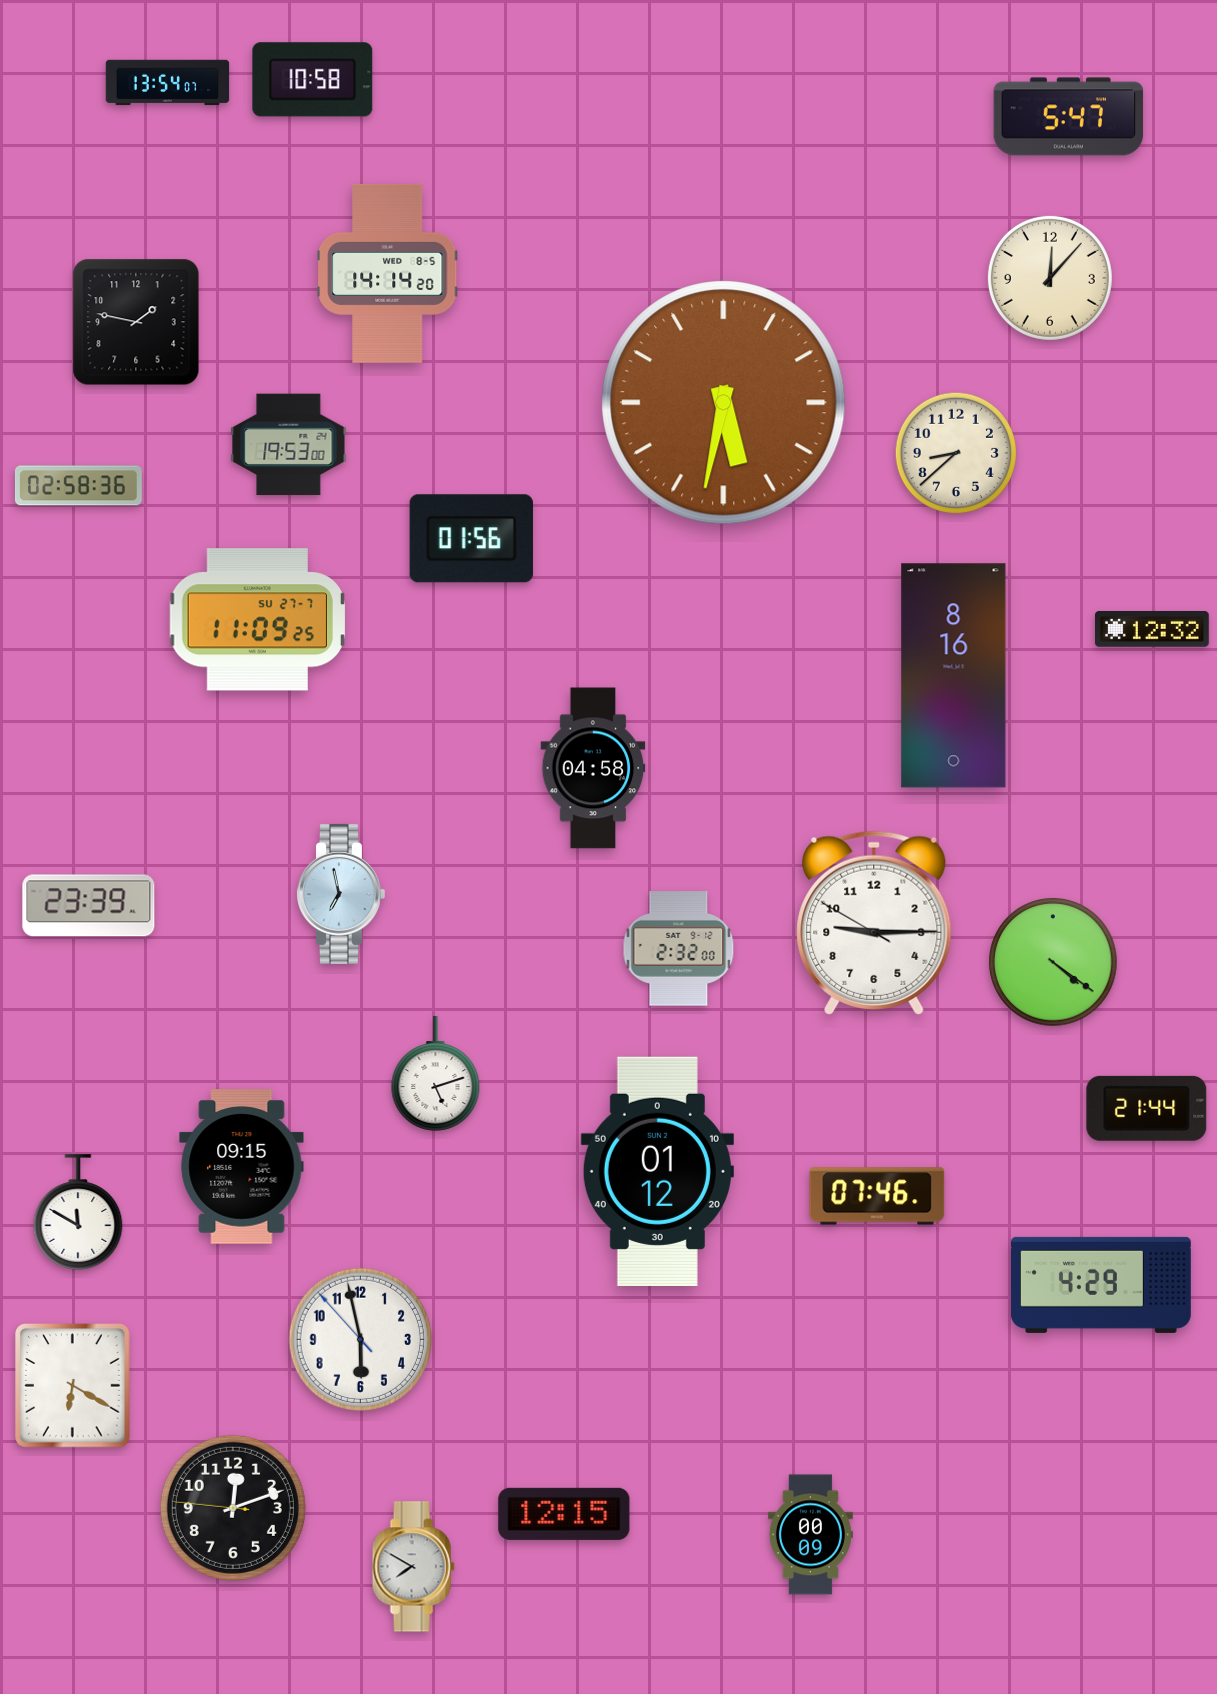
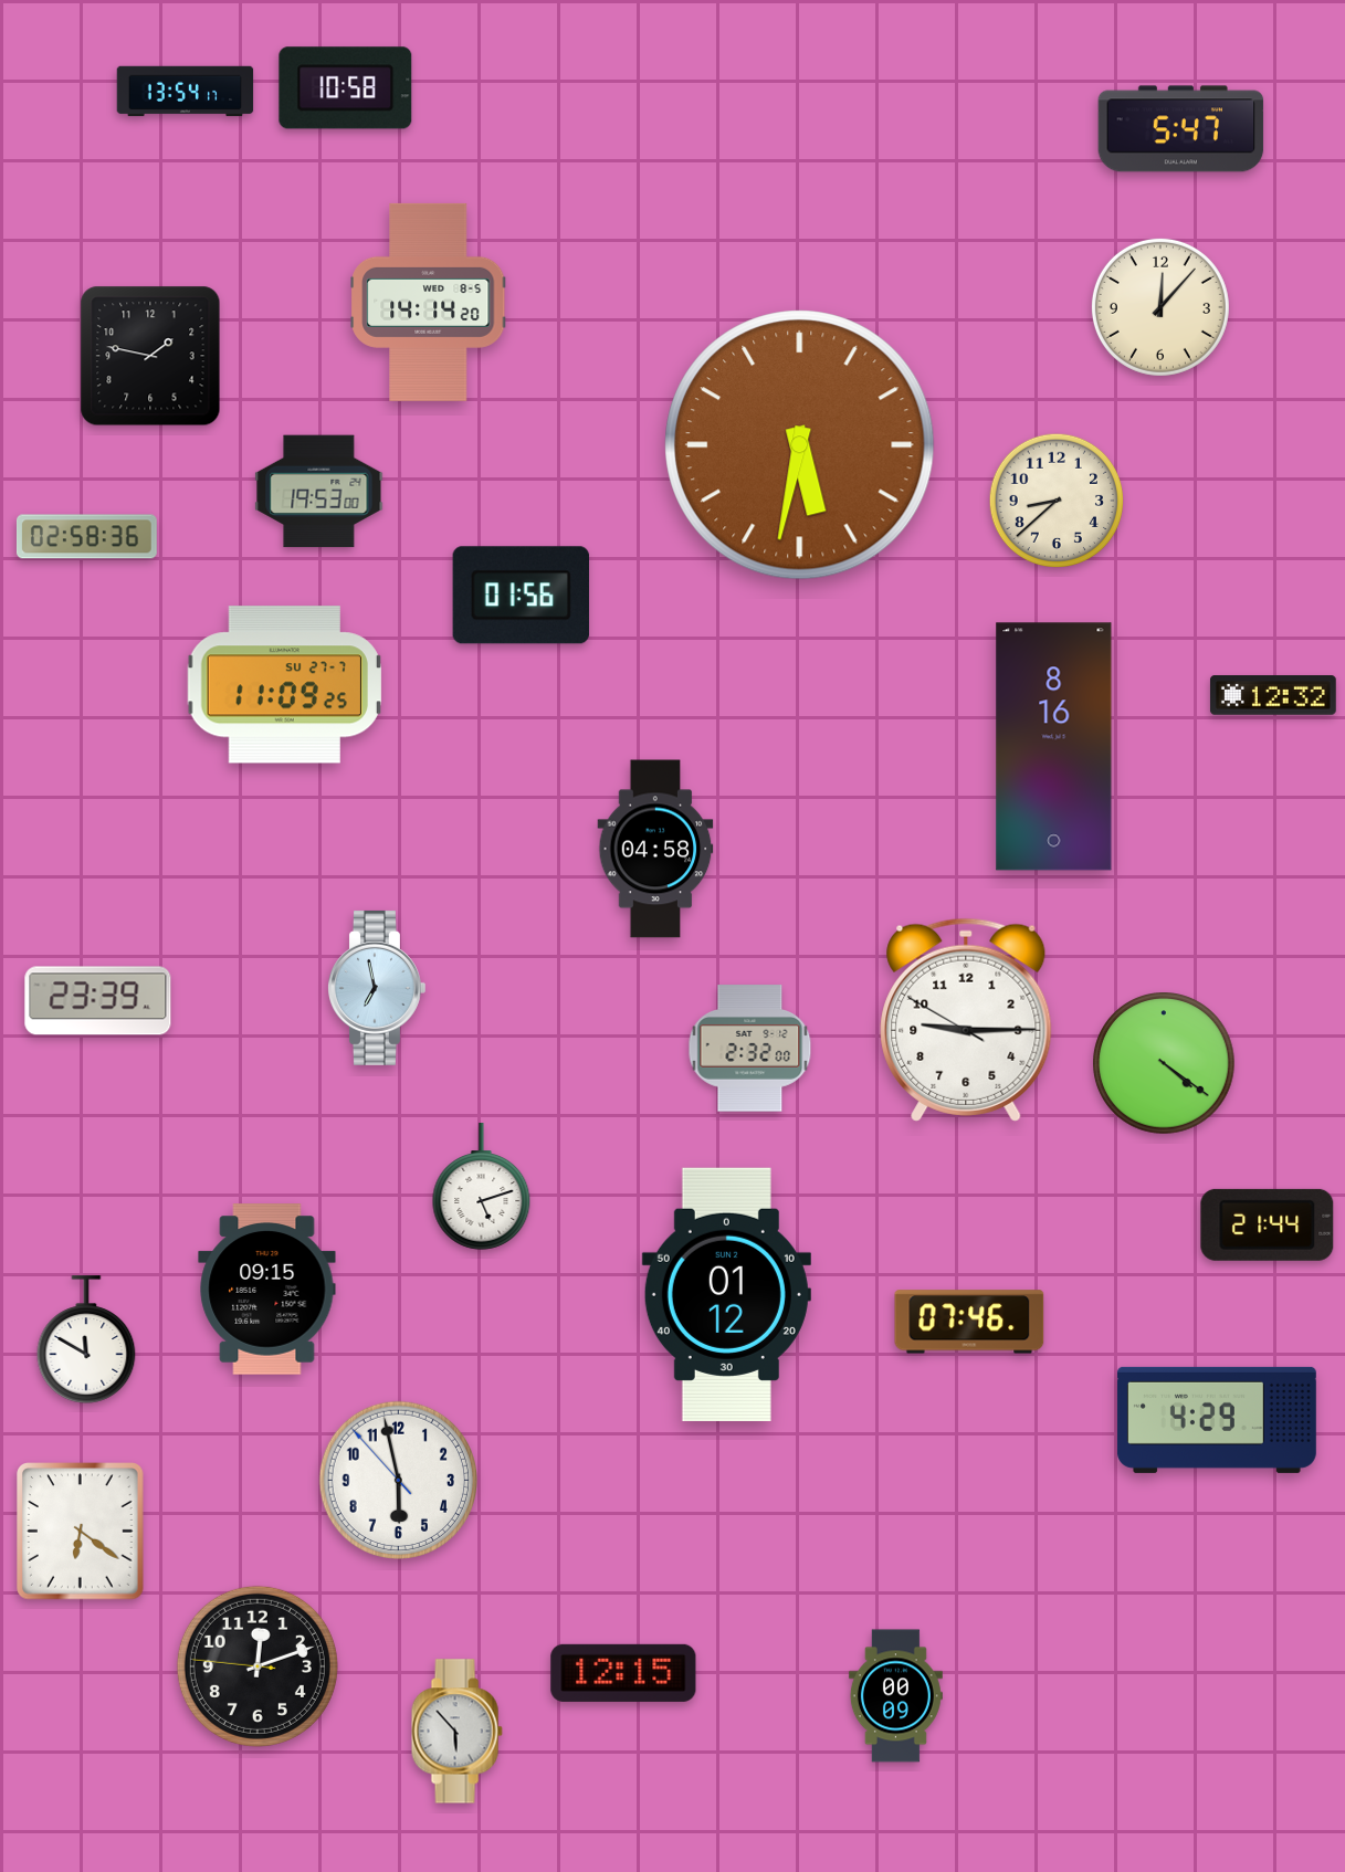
clock at (168, 83): 13:54:07 -> 13:54:17
clock at (73, 1386): 6:20 -> 6:21
clock at (413, 1567): 7:50 -> 5:53
